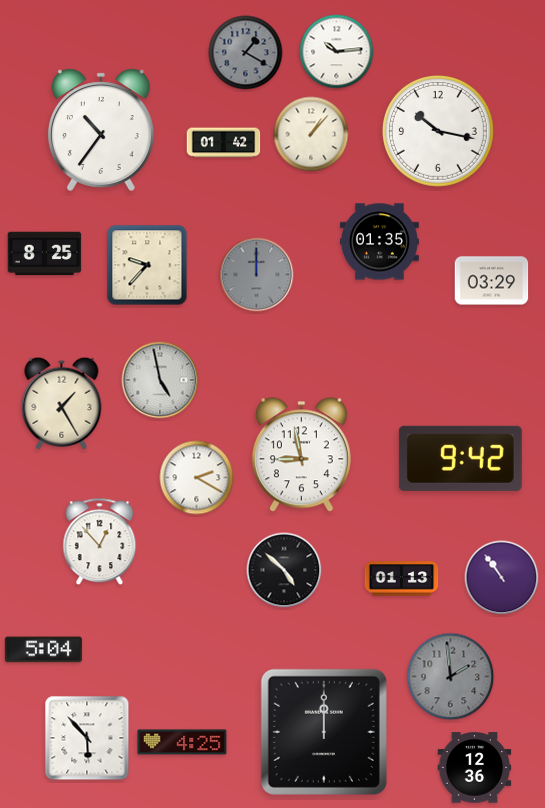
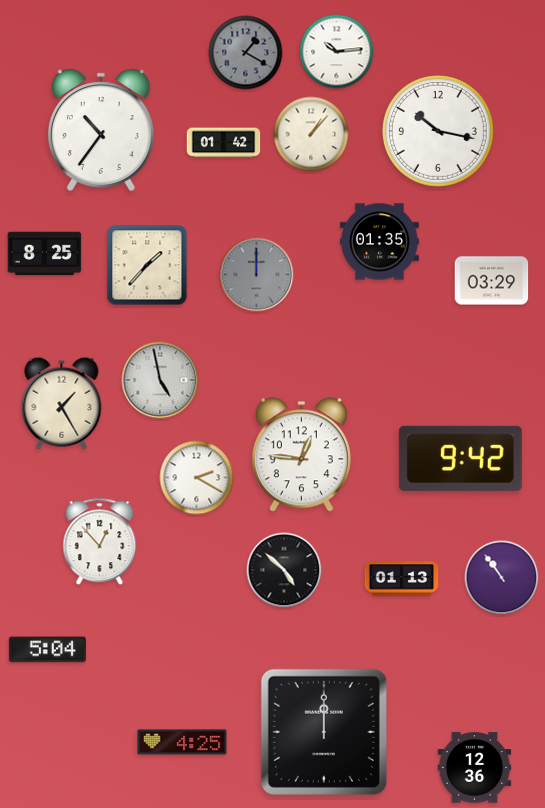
clock at (147, 265): 9:37 -> 1:37
clock at (301, 455): 8:58 -> 12:46
clock at (43, 650) position: (43, 650) -> (47, 650)
clock at (451, 677): 1:59 -> none
clock at (87, 738): 5:53 -> none
